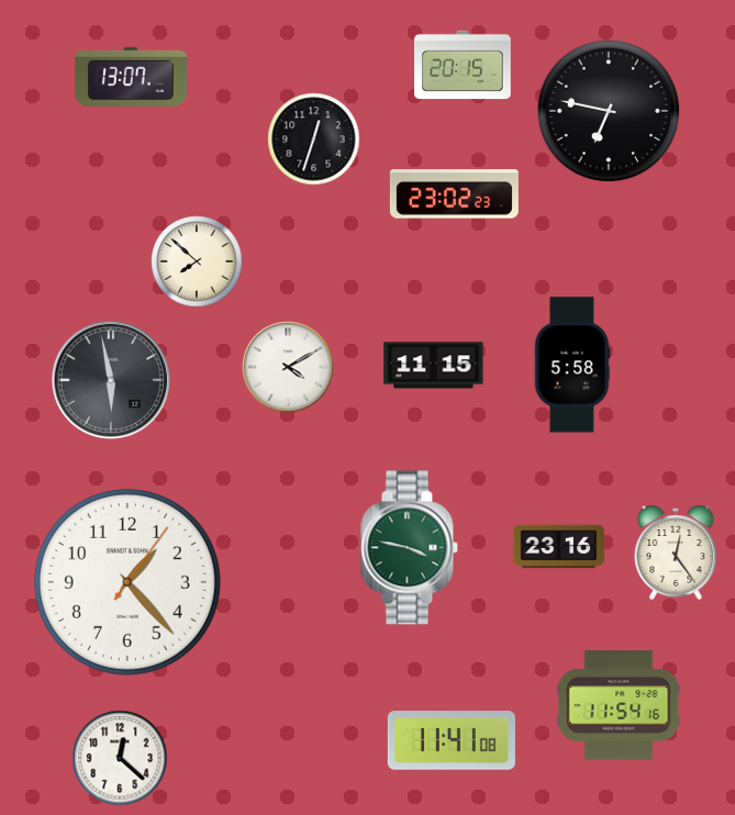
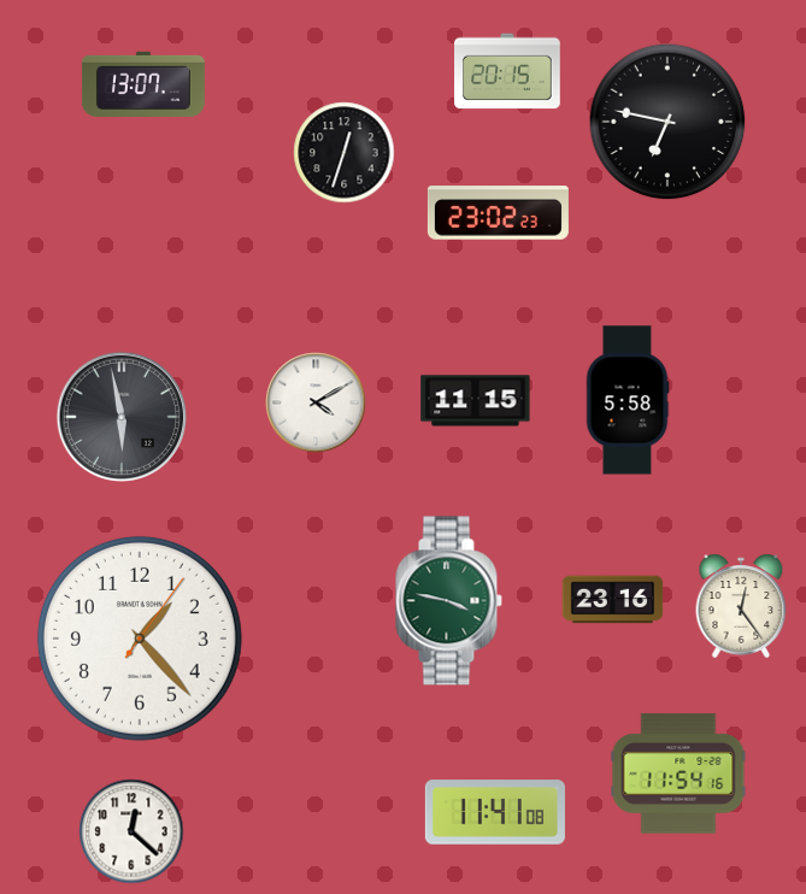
clock at (197, 261): 7:52 -> none
